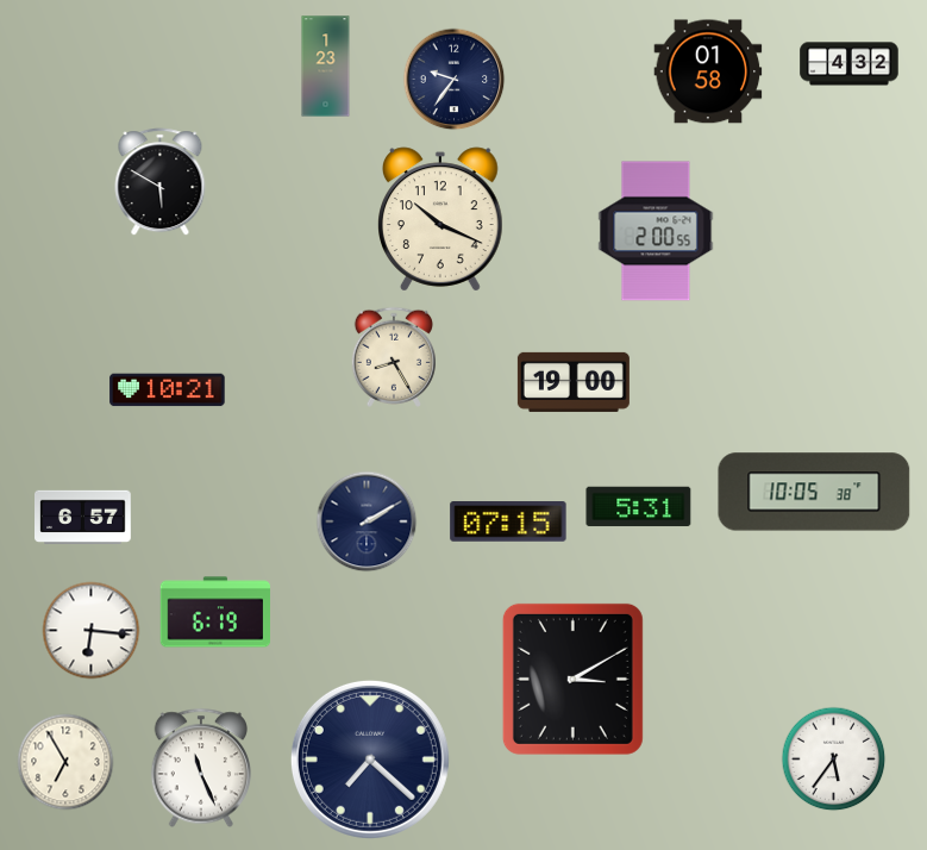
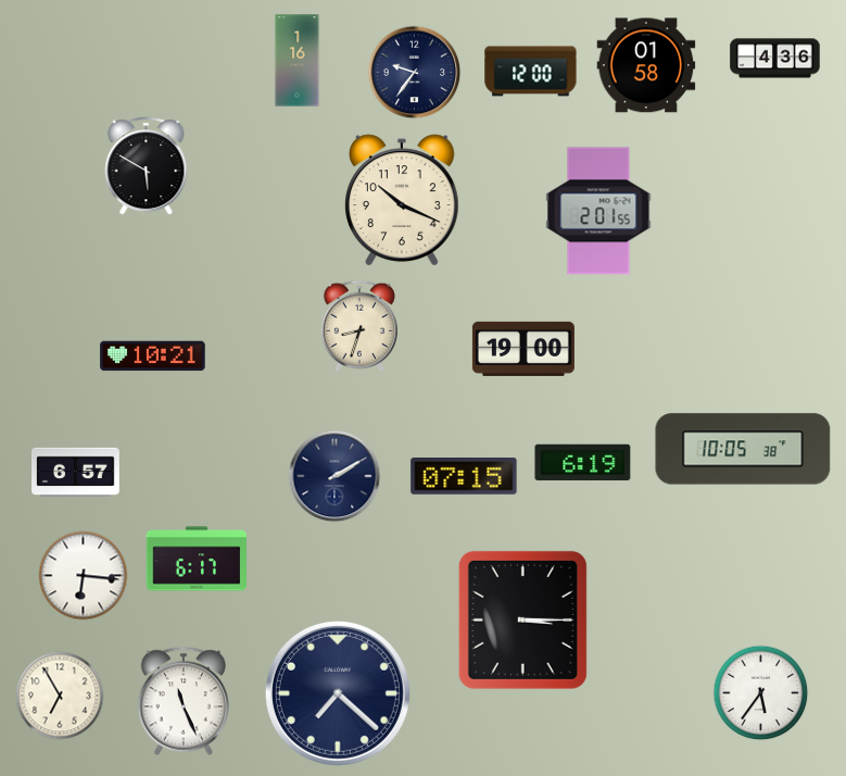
clock at (850, 64): 4:32 -> 4:36
clock at (326, 67): 1:23 -> 1:16
clock at (531, 72): none -> 12:00
clock at (656, 231): 2:00 -> 2:01
clock at (394, 357): 8:25 -> 8:33
clock at (639, 507): 5:31 -> 6:19
clock at (214, 612): 6:19 -> 6:17
clock at (572, 679): 3:10 -> 3:15
